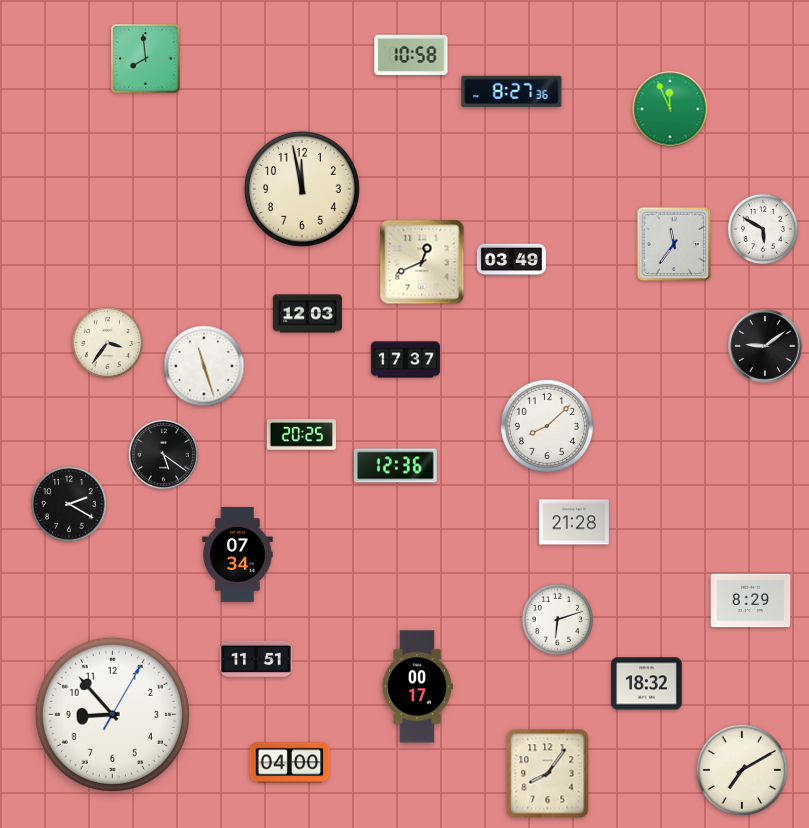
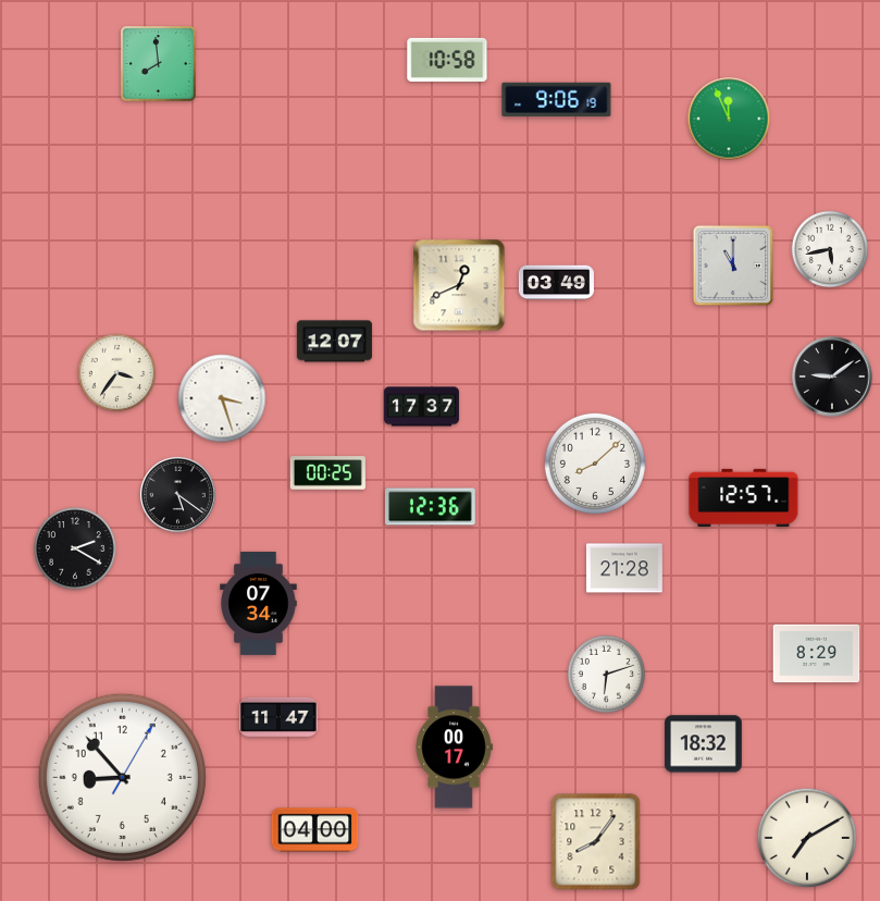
clock at (512, 92): 8:27 -> 9:06
clock at (302, 189): 11:58 -> none
clock at (763, 229): 5:50 -> 5:43
clock at (674, 244): 11:36 -> 11:00
clock at (307, 314): 12:03 -> 12:07
clock at (405, 360) position: (405, 360) -> (421, 407)
clock at (204, 366): 11:27 -> 3:27
clock at (301, 435): 20:25 -> 00:25
clock at (744, 497): none -> 12:57
clock at (256, 659): 11:51 -> 11:47
